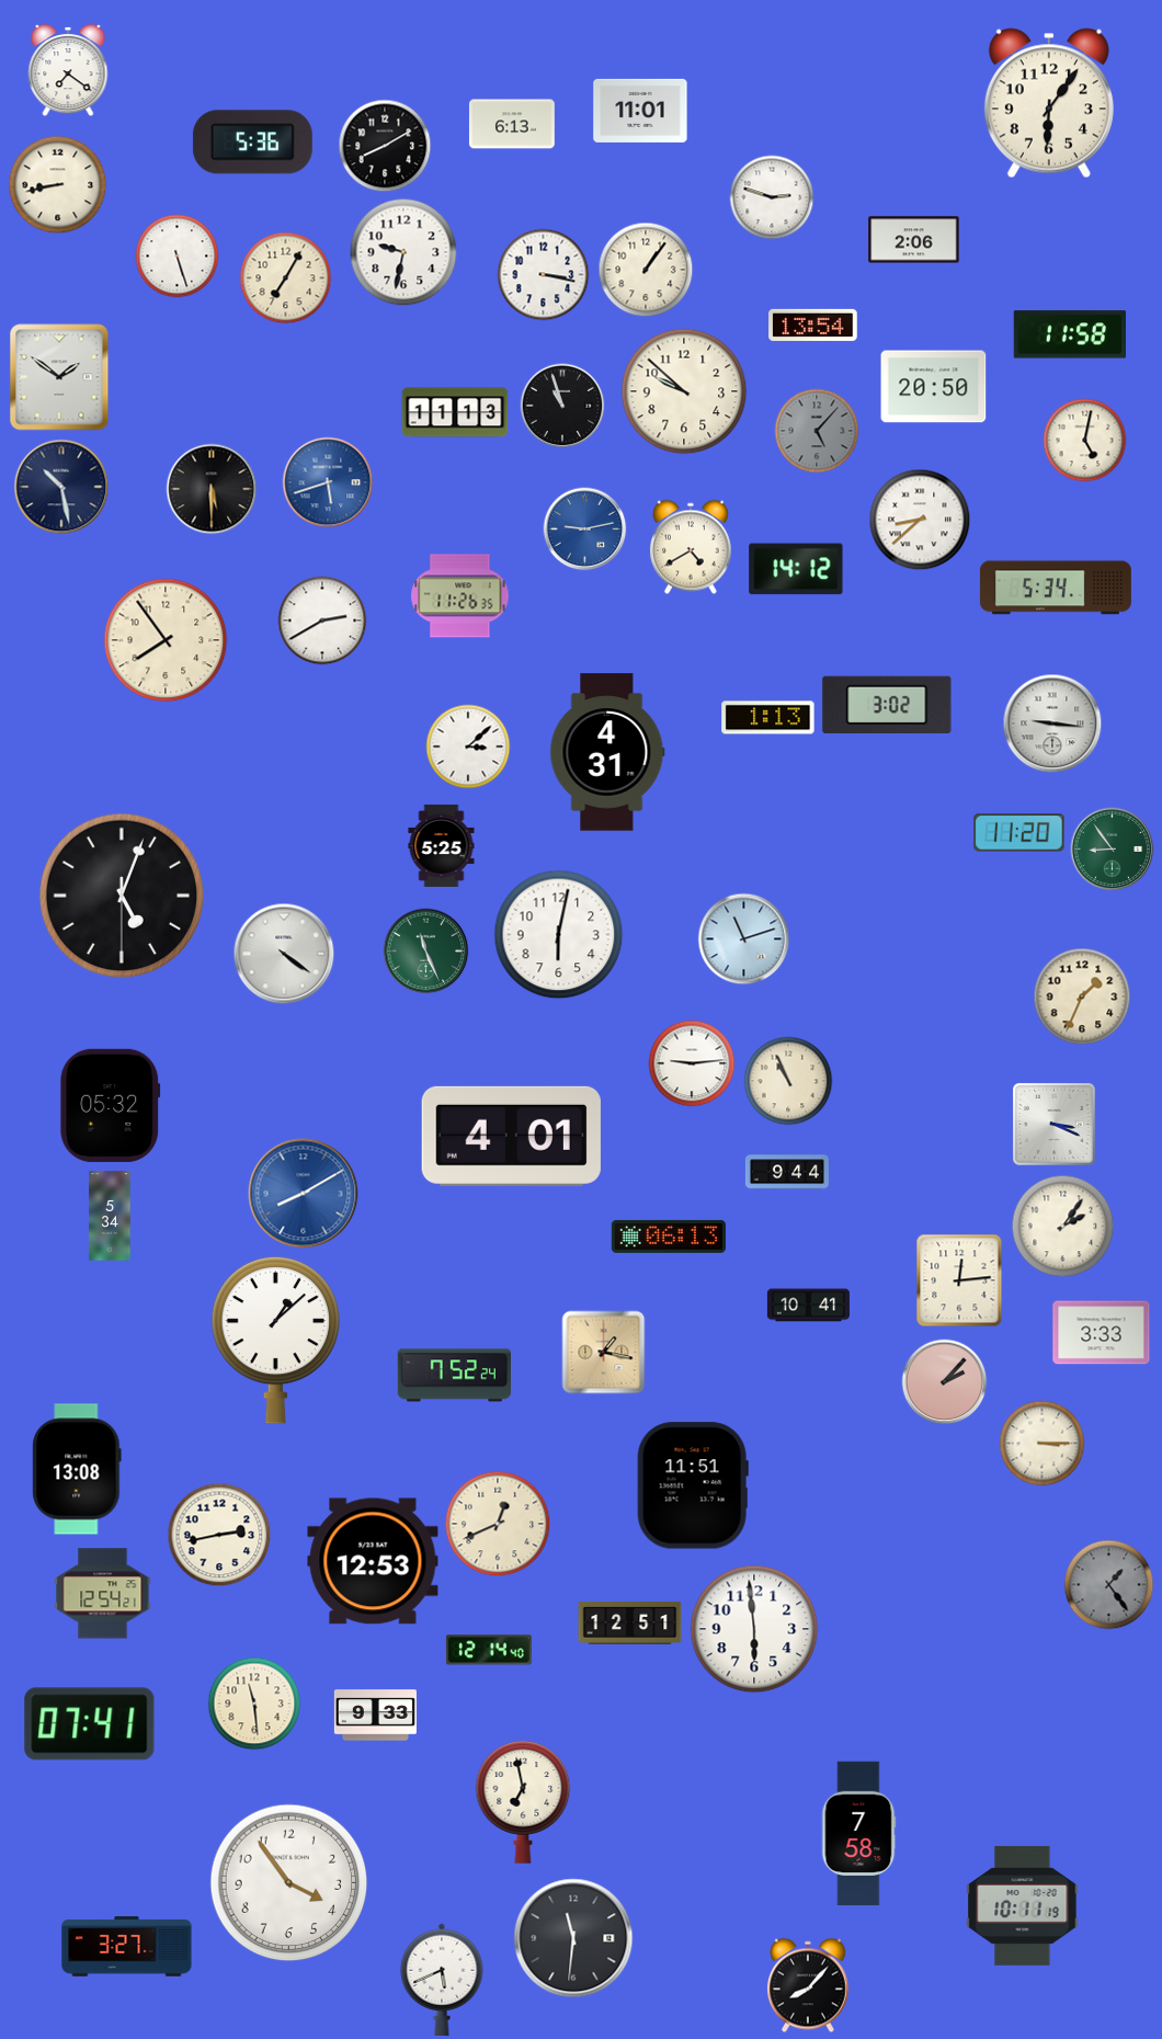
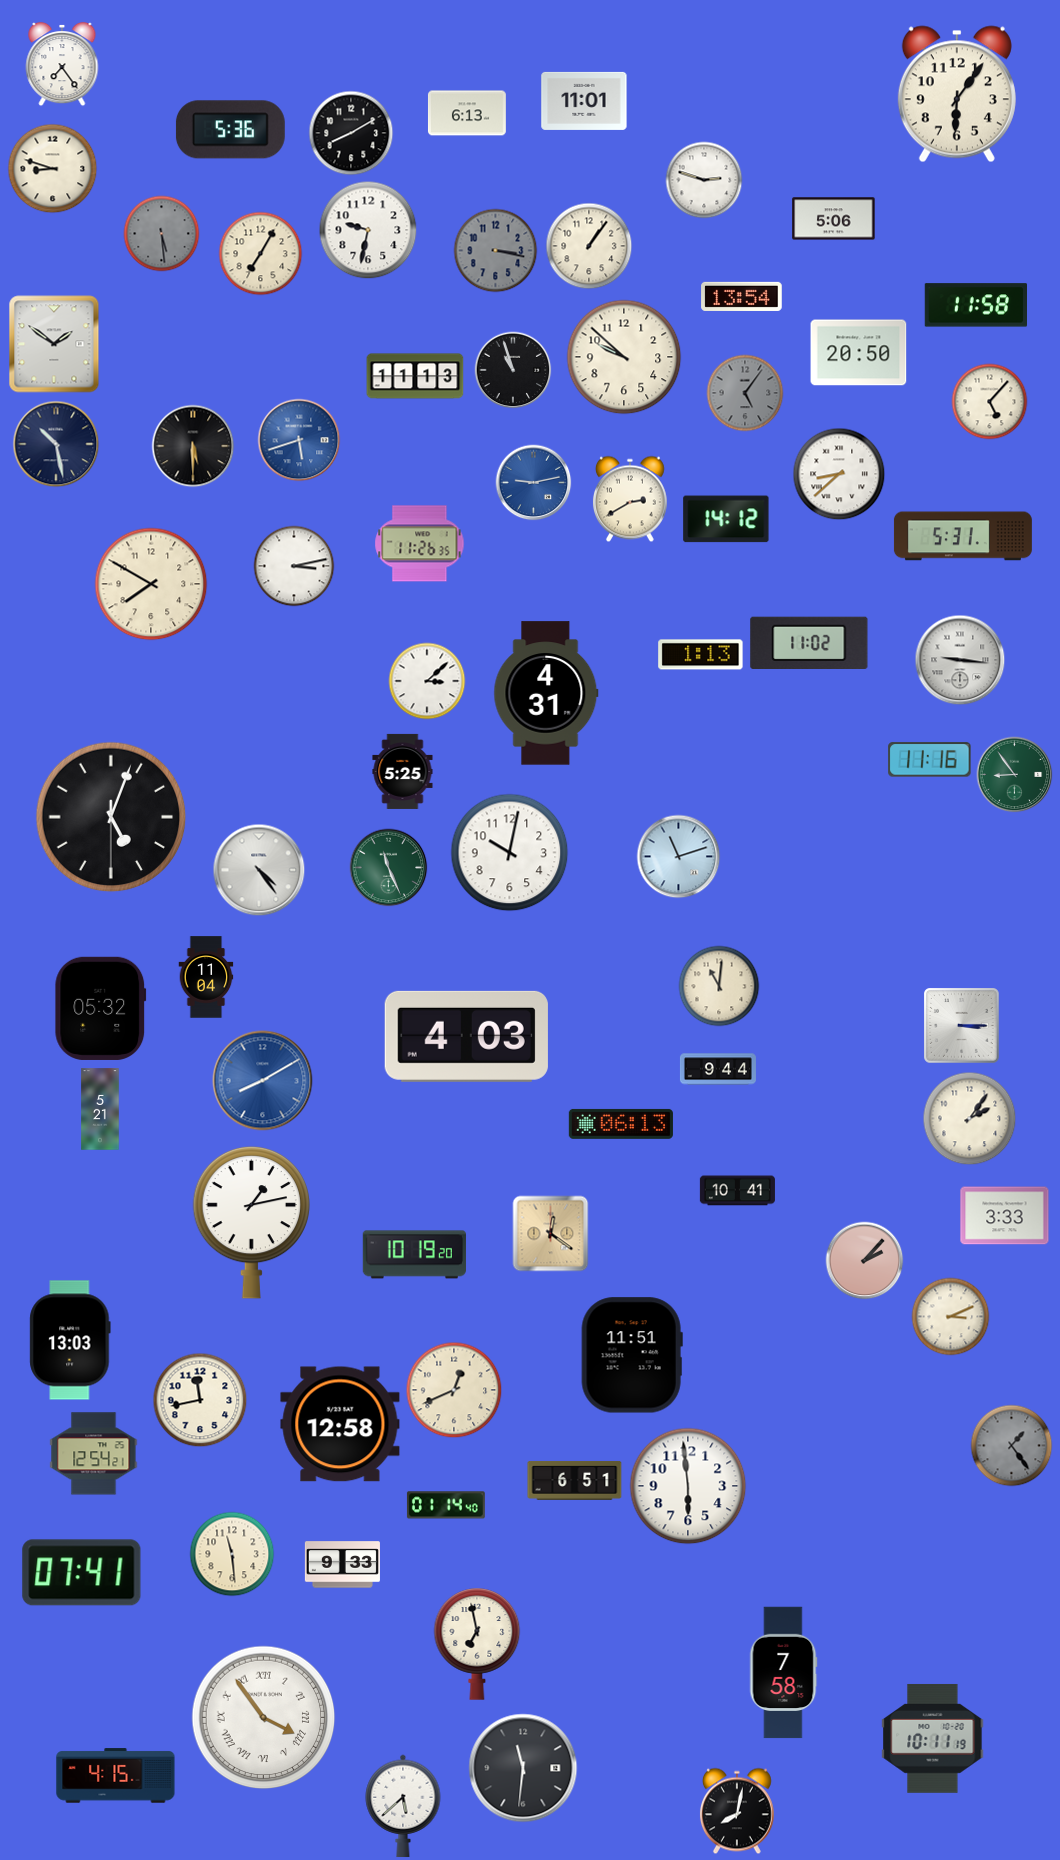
clock at (68, 70): 7:21 -> 7:24
clock at (58, 185): 8:43 -> 8:48
clock at (914, 240): 2:06 -> 5:06
clock at (178, 257): 5:27 -> 5:29
clock at (178, 257) dial: white -> grey
clock at (544, 275) dial: white -> grey
clock at (934, 387) position: (934, 387) -> (859, 353)
clock at (817, 431): 5:07 -> 5:06
clock at (1085, 441): 5:02 -> 5:07
clock at (691, 547): 4:40 -> 2:40
clock at (1056, 588): 5:34 -> 5:31
clock at (322, 620): 2:40 -> 3:13
clock at (166, 640): 7:54 -> 7:50
clock at (887, 704): 3:02 -> 11:02
clock at (607, 752) position: (607, 752) -> (546, 693)
clock at (1019, 833): 11:20 -> 11:16
clock at (559, 935): 6:02 -> 10:02
clock at (284, 954): 4:21 -> 4:24
clock at (1082, 996): 1:34 -> none
clock at (692, 1063): 9:14 -> none
clock at (206, 977): none -> 11:04
clock at (788, 1081): 10:56 -> 11:01
clock at (1055, 1125): 3:19 -> 3:15
clock at (511, 1136): 4:01 -> 4:03
clock at (304, 1194) position: (304, 1194) -> (263, 1081)
clock at (110, 1216): 5:34 -> 5:21
clock at (669, 1237) position: (669, 1237) -> (621, 1124)
clock at (959, 1280): 12:14 -> none
clock at (275, 1340): 1:08 -> 1:13
clock at (604, 1353): 1:17 -> 12:21
clock at (454, 1376): 7:52 -> 10:19
clock at (945, 1382) position: (945, 1382) -> (865, 1261)
clock at (1043, 1444): 3:15 -> 3:11
clock at (77, 1469): 13:08 -> 13:03
clock at (219, 1535): 2:43 -> 11:43
clock at (373, 1561): 12:53 -> 12:58
clock at (630, 1622): 12:51 -> 6:51
clock at (489, 1650): 12:14 -> 01:14
clock at (289, 1883) numerals: Arabic -> Roman
clock at (127, 1947): 3:27 -> 4:15
clock at (442, 1980): 5:41 -> 5:38
clock at (808, 1985): 8:07 -> 8:02
